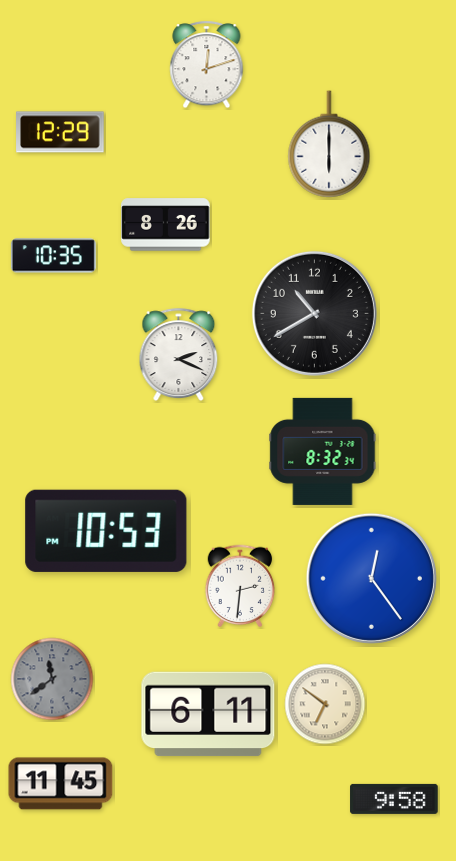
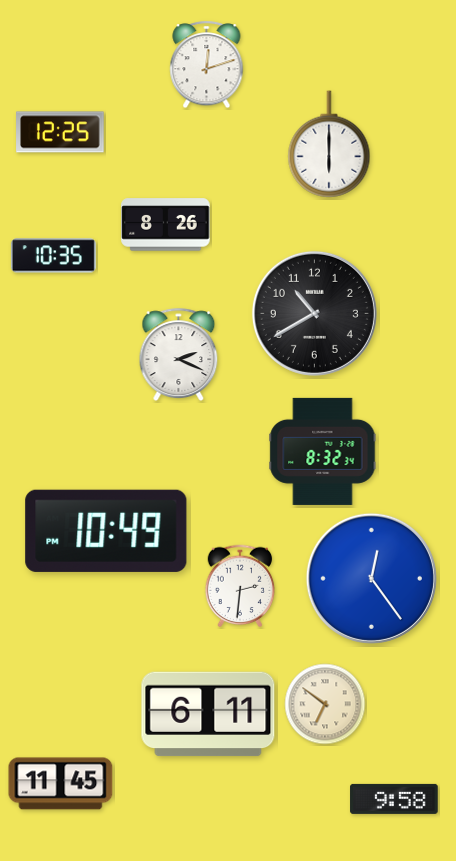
clock at (60, 132): 12:29 -> 12:25
clock at (106, 531): 10:53 -> 10:49
clock at (52, 679): 11:39 -> none
